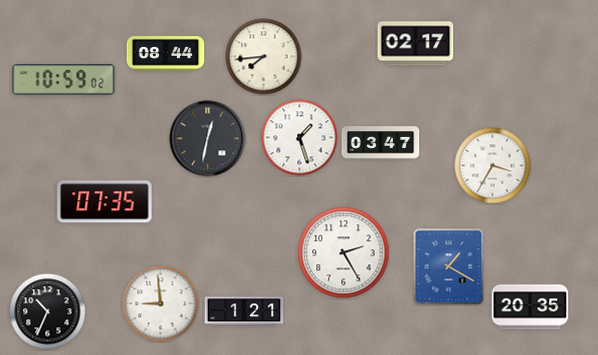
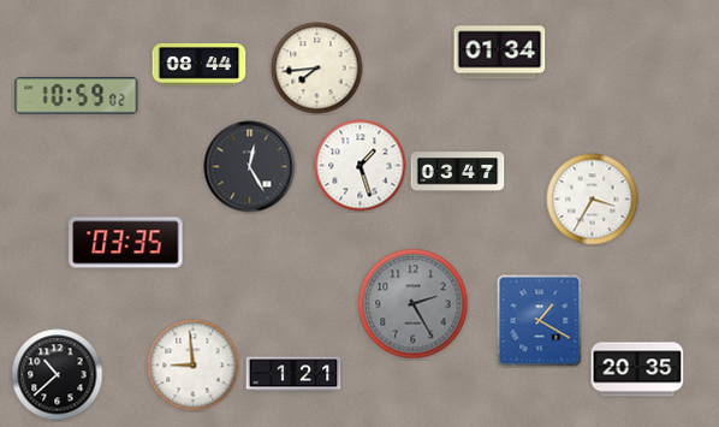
clock at (416, 44): 02:17 -> 01:34
clock at (208, 139): 12:32 -> 12:25
clock at (105, 202): 07:35 -> 03:35
clock at (344, 253) dial: white -> grey
clock at (48, 312): 10:34 -> 10:38
